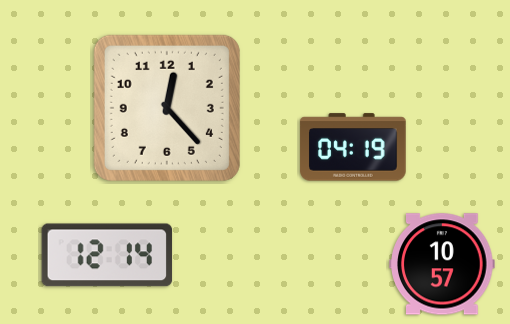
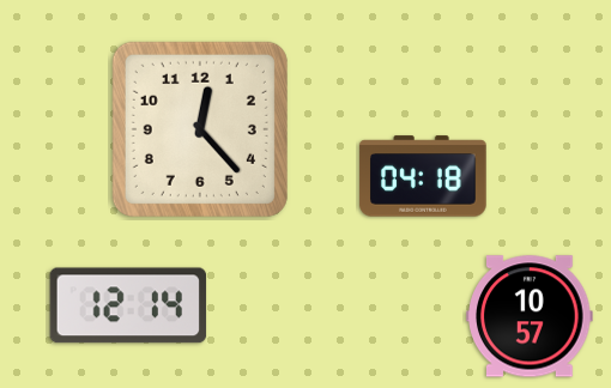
clock at (353, 147): 04:19 -> 04:18
